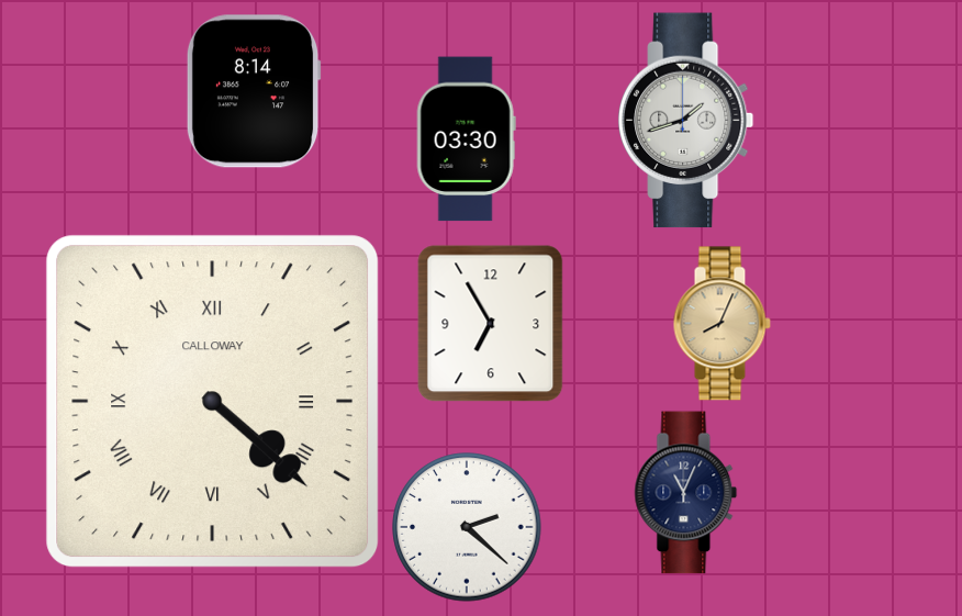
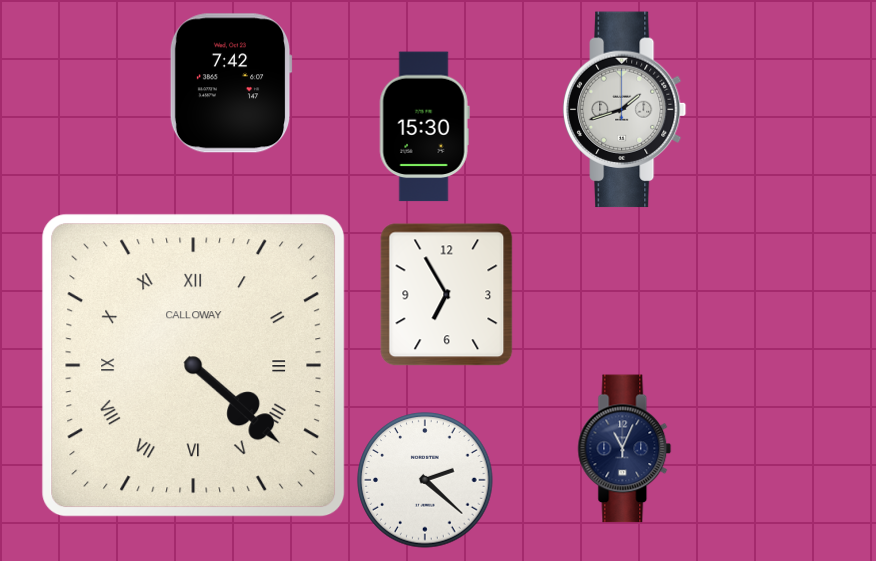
clock at (254, 91): 8:14 -> 7:42
clock at (466, 139): 03:30 -> 15:30
clock at (721, 324): 8:04 -> none
